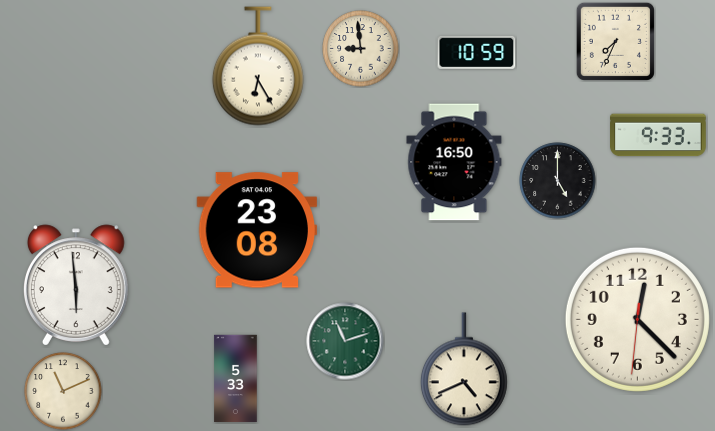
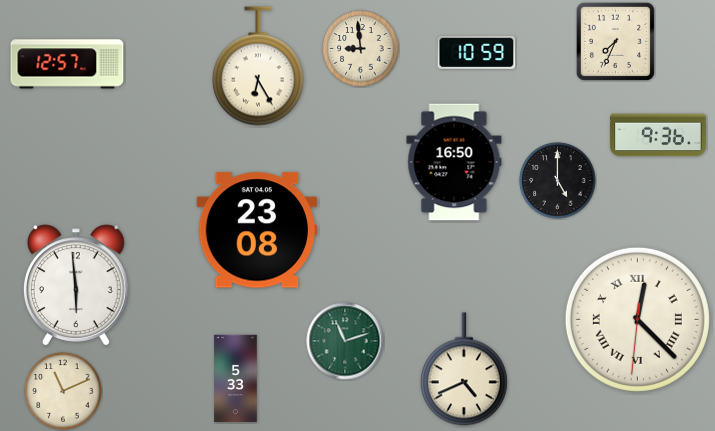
clock at (67, 64): none -> 12:57
clock at (658, 135): 9:33 -> 9:36
clock at (637, 319) numerals: Arabic -> Roman
